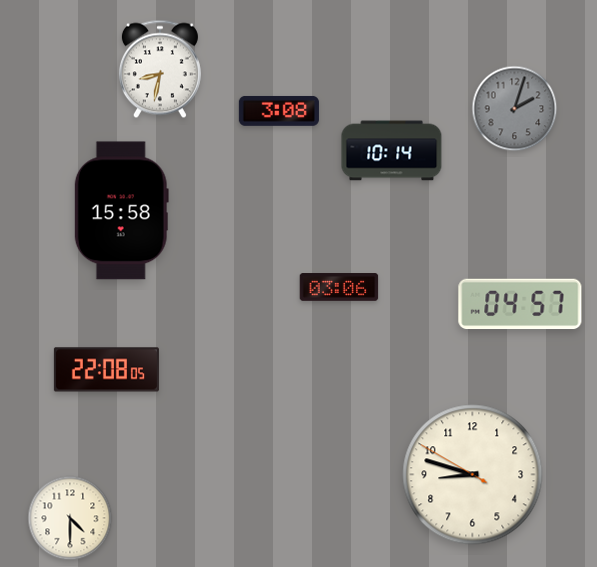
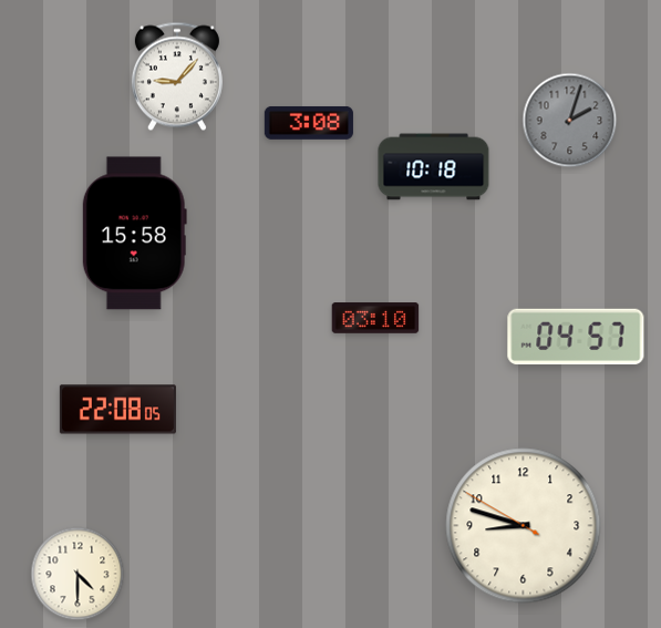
clock at (160, 69): 8:32 -> 9:07
clock at (392, 151): 10:14 -> 10:18
clock at (339, 287): 03:06 -> 03:10
